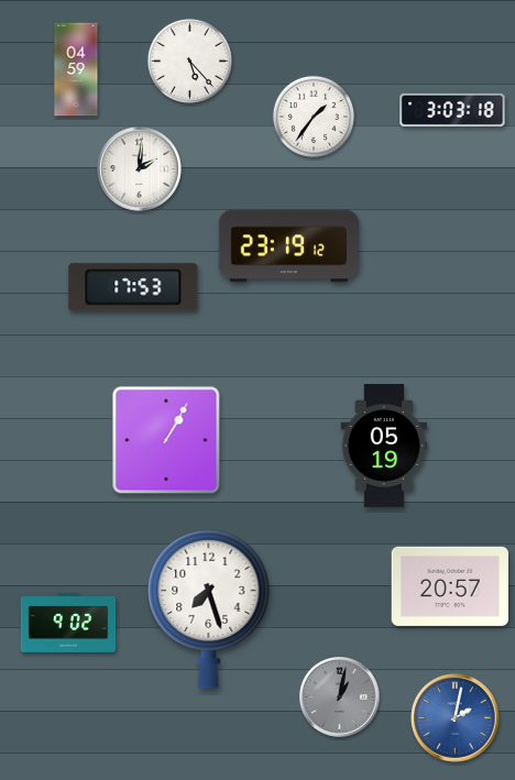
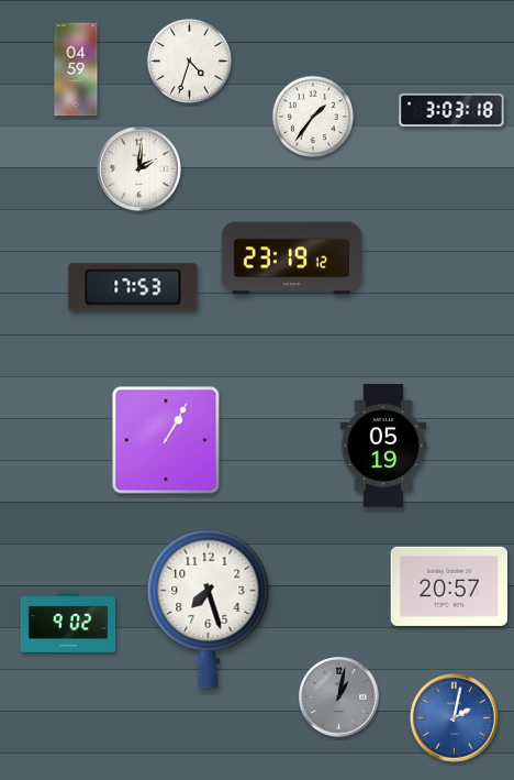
clock at (189, 61): 5:23 -> 4:33
clock at (288, 246) position: (288, 246) -> (291, 259)
